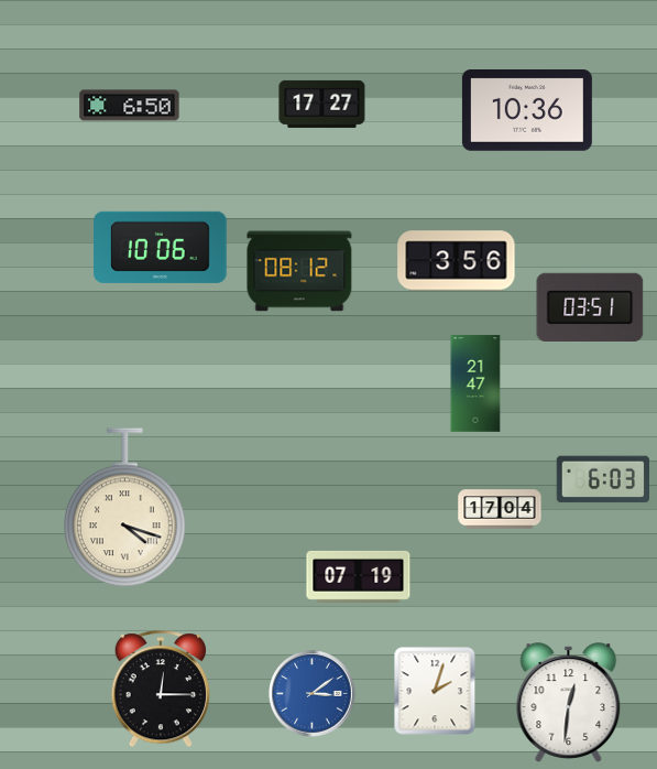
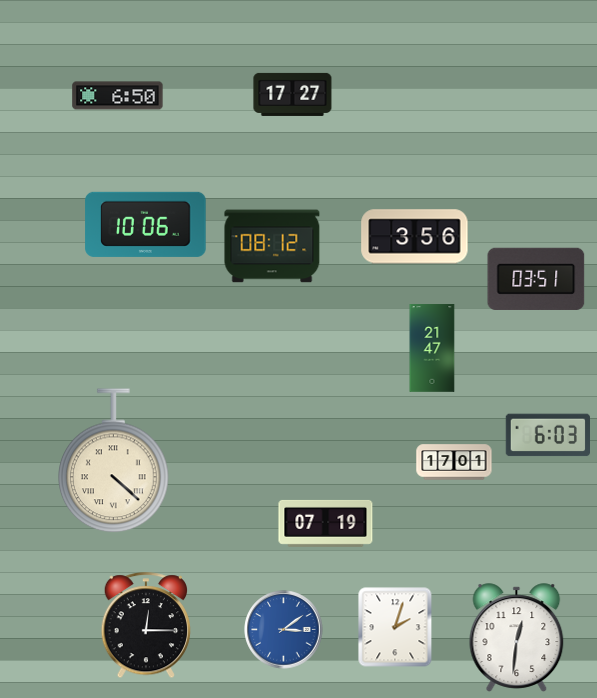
clock at (527, 111): 10:36 -> none
clock at (125, 508): 4:18 -> 4:22
clock at (500, 509): 17:04 -> 17:01
